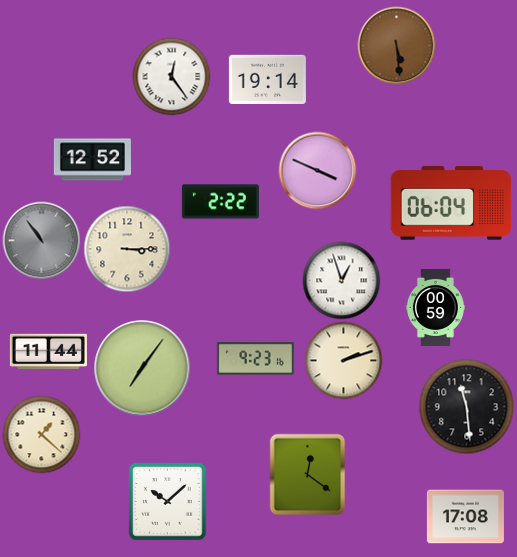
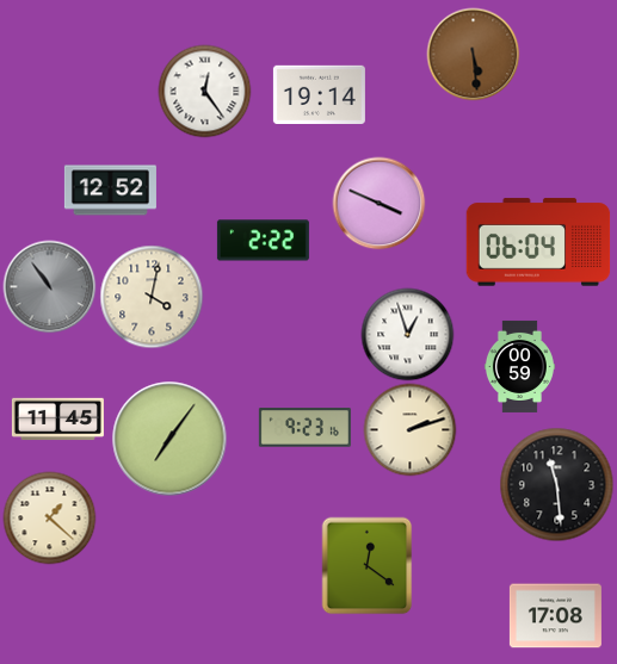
clock at (127, 249): 3:15 -> 4:02
clock at (48, 352): 11:44 -> 11:45
clock at (167, 501): 10:08 -> none
